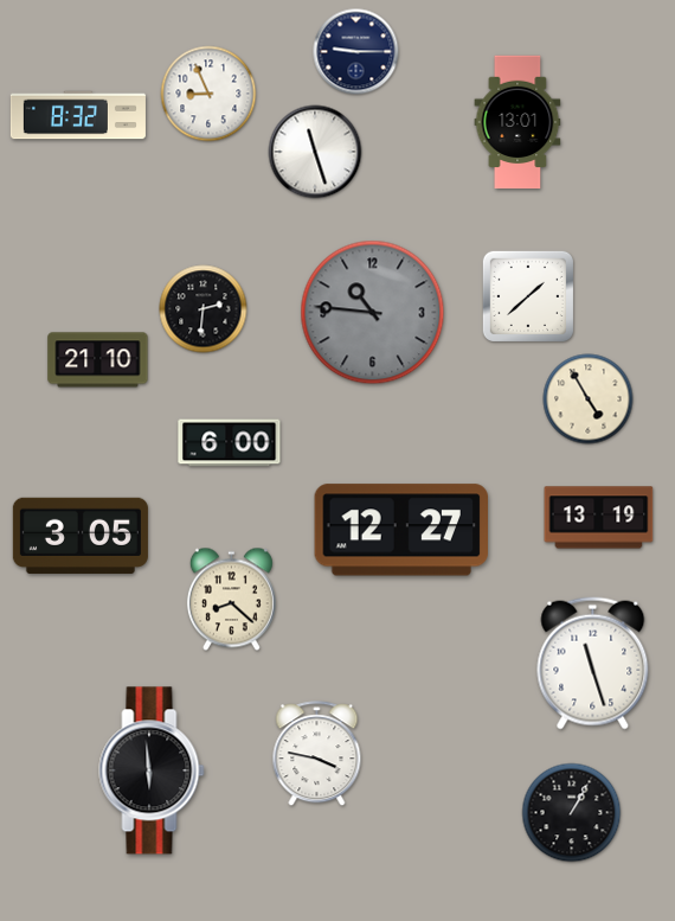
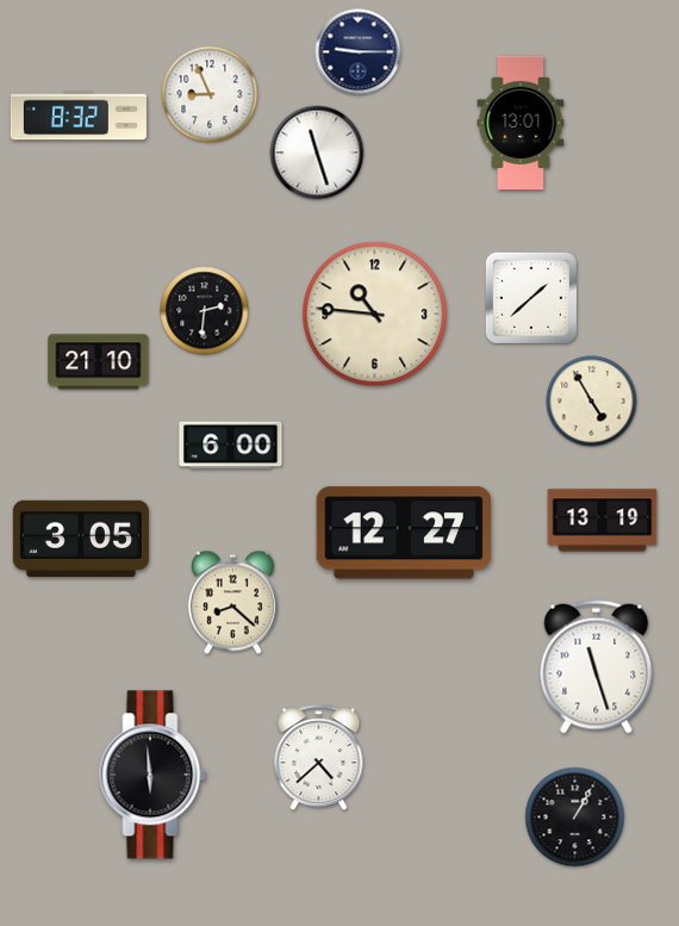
clock at (373, 313) dial: grey -> cream
clock at (317, 754): 3:47 -> 4:38
